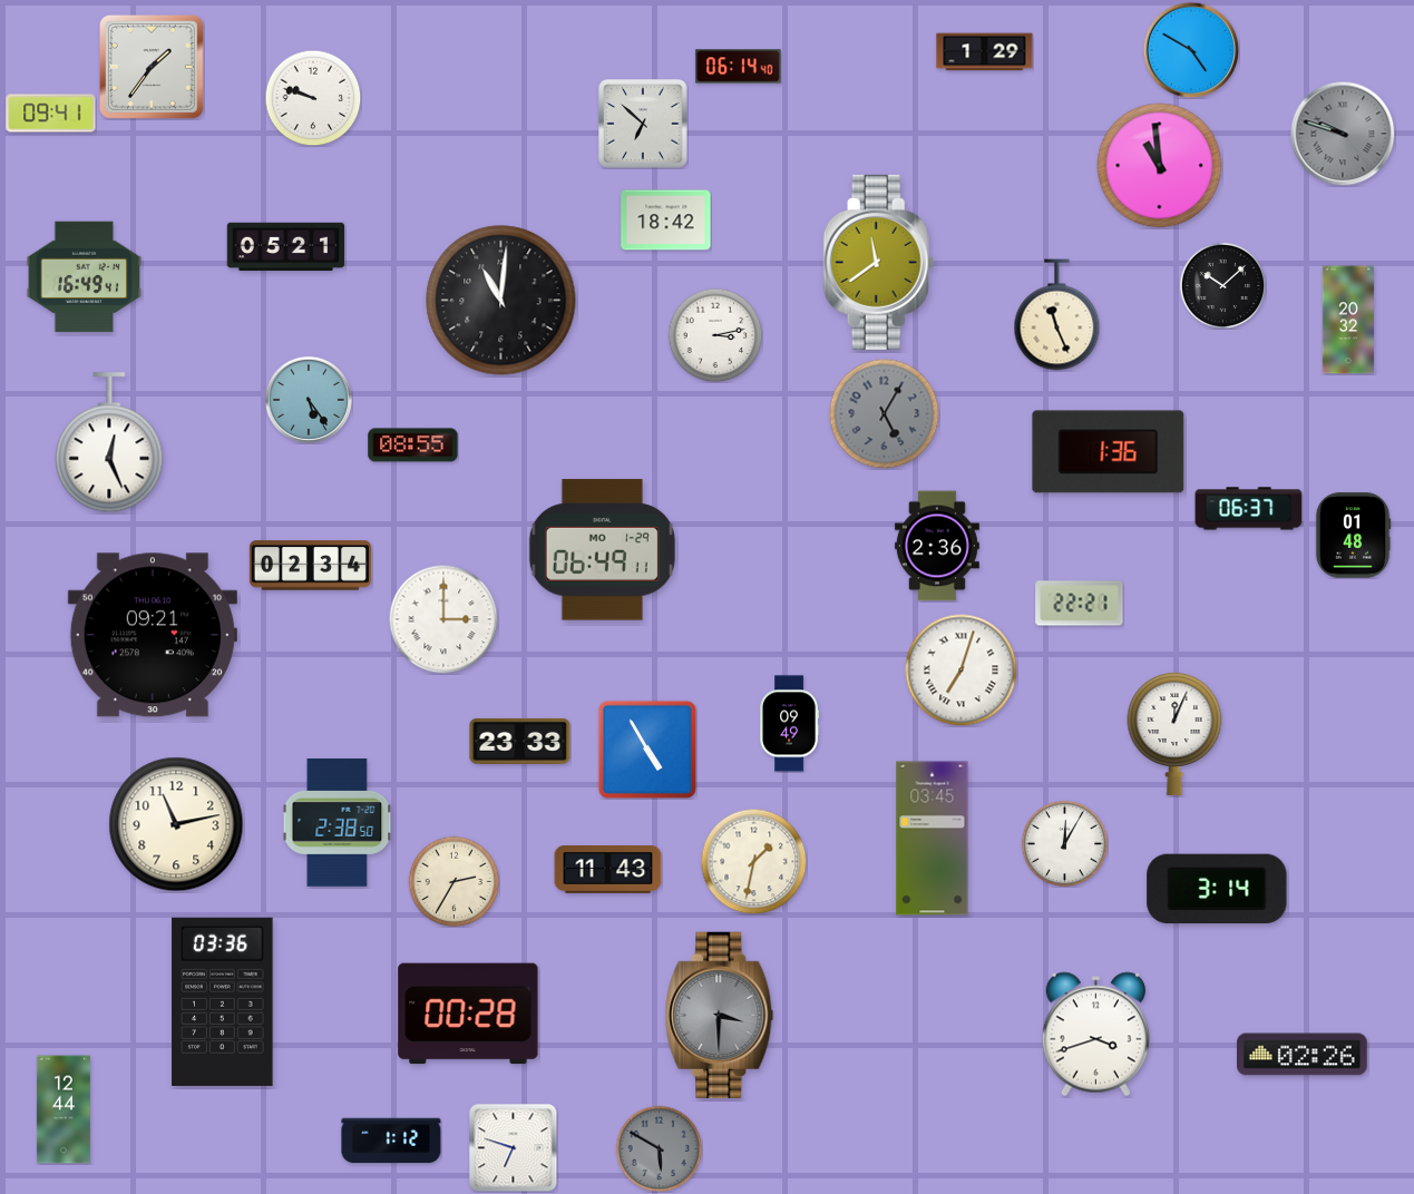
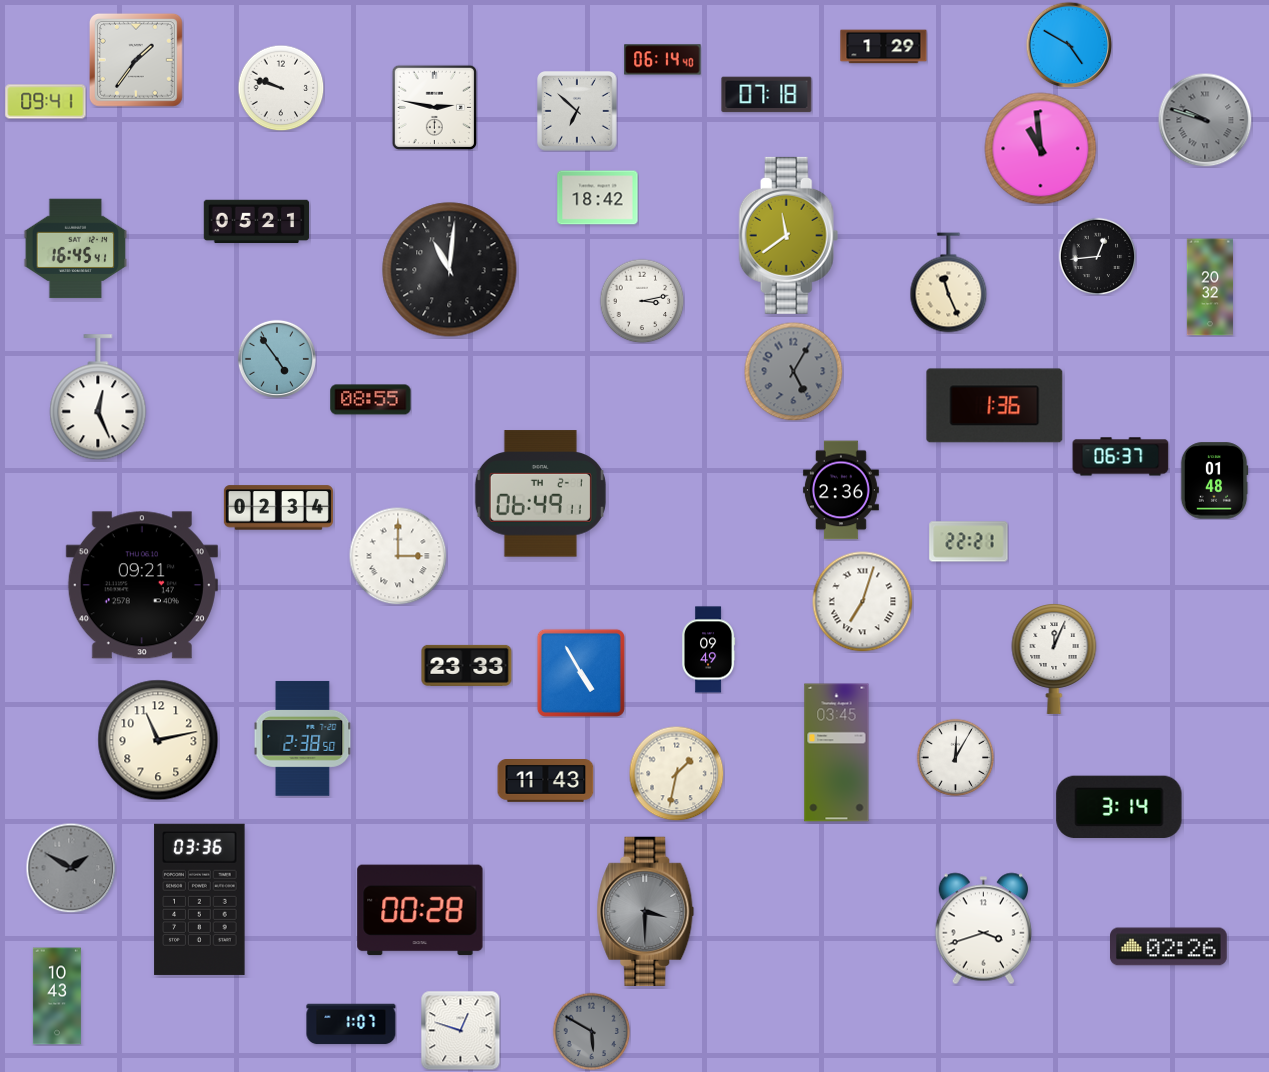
clock at (767, 95): none -> 07:18
clock at (434, 107): none -> 2:47
clock at (85, 277): 16:49 -> 16:45
clock at (1222, 285): 10:08 -> 12:44
clock at (309, 400): 5:24 -> 4:54
clock at (602, 550) date: MO 1-29 -> TH 2-1
clock at (153, 635) position: (153, 635) -> (142, 585)
clock at (454, 881): 2:35 -> none
clock at (1217, 889) position: (1217, 889) -> (1119, 807)
clock at (71, 868): none -> 1:50
clock at (64, 1109): 12:44 -> 10:43
clock at (391, 1141): 1:12 -> 1:07
clock at (513, 1147): 6:48 -> 12:48
